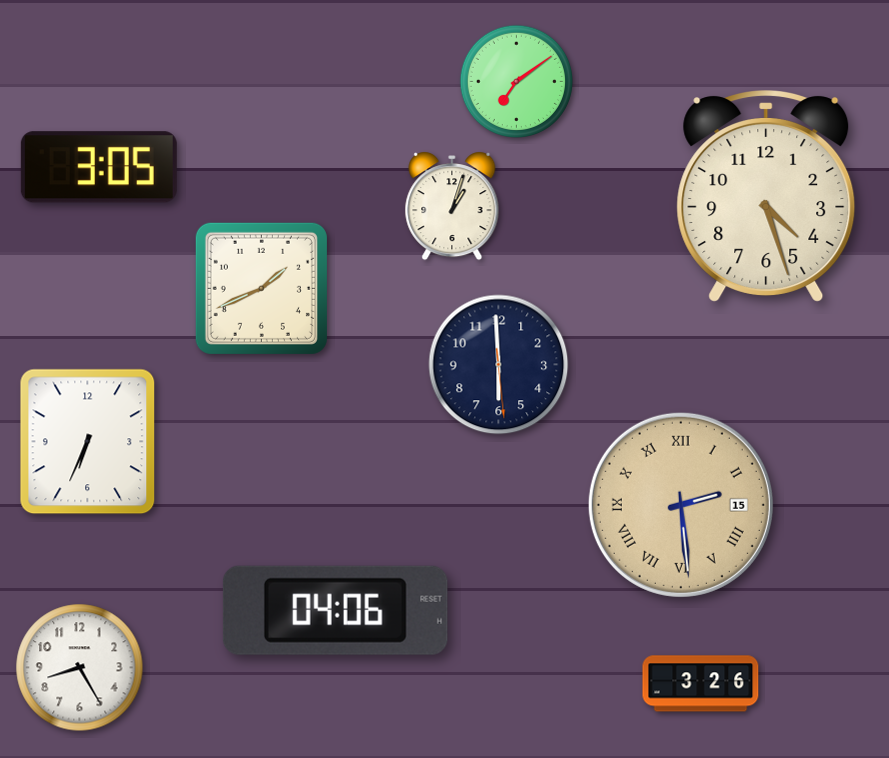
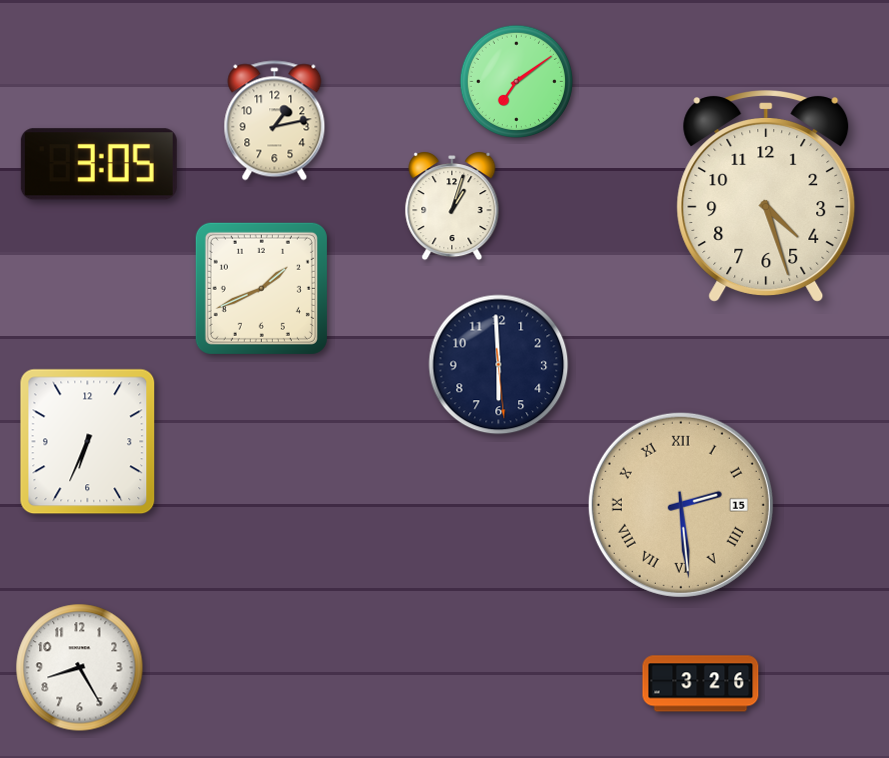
clock at (275, 121): none -> 1:13
clock at (99, 167) position: (99, 167) -> (99, 164)
clock at (335, 610): 04:06 -> none
